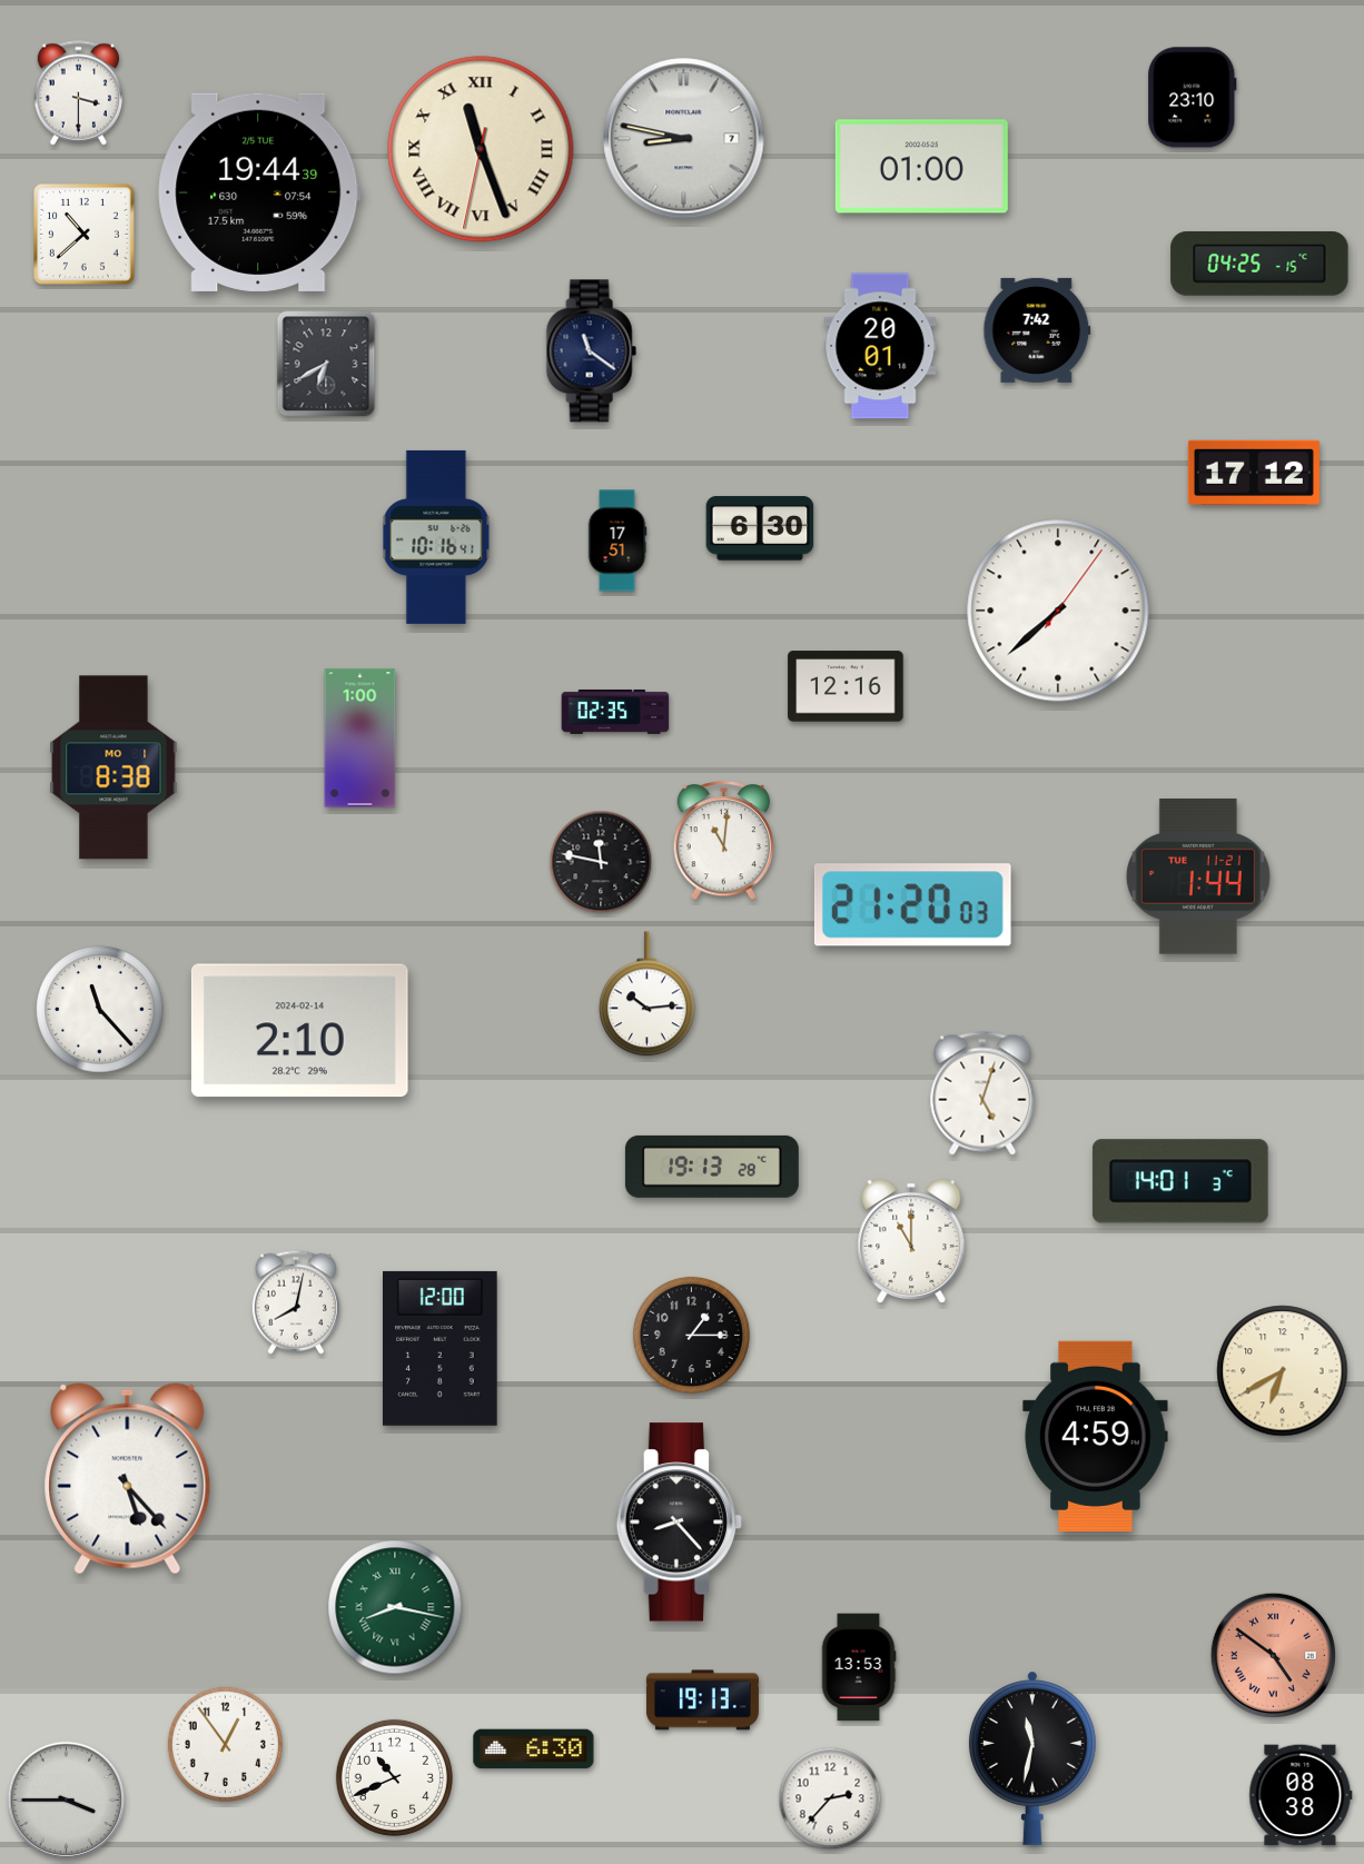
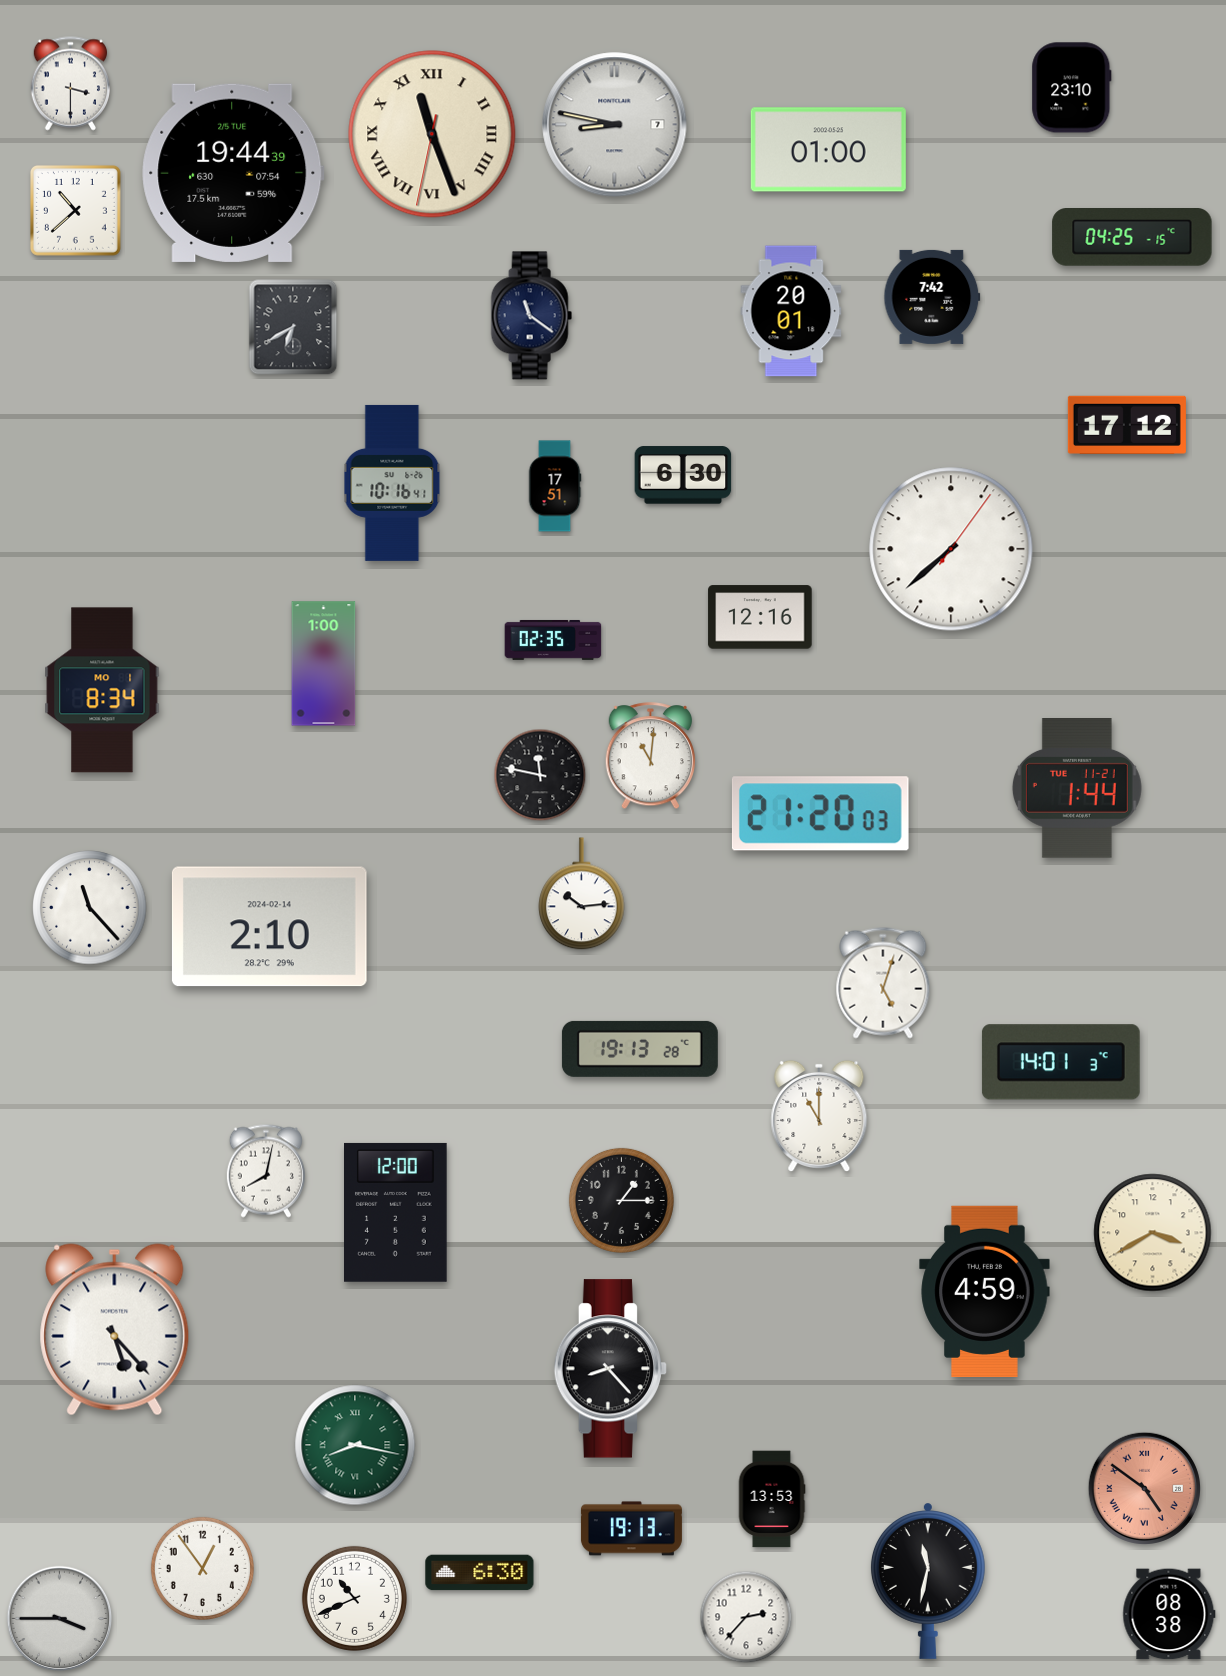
clock at (113, 767): 8:38 -> 8:34
clock at (1283, 1371): 6:40 -> 3:40
